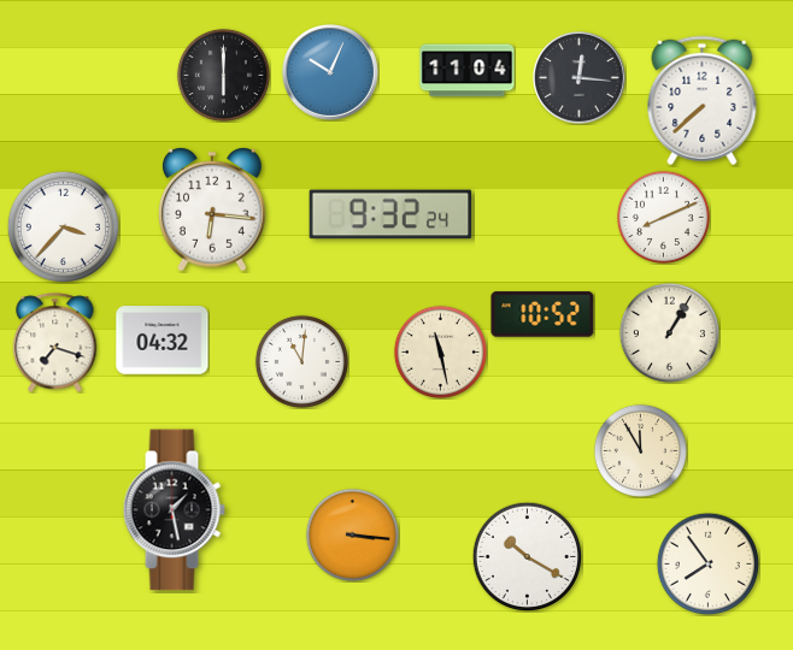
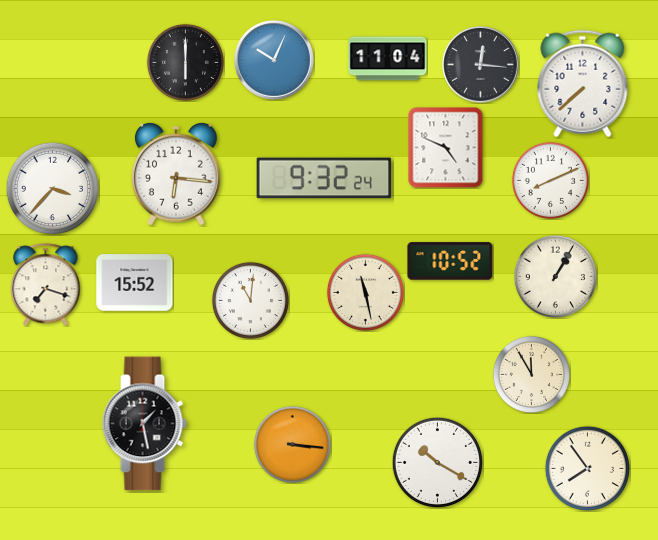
clock at (446, 147): none -> 4:49
clock at (163, 341): 04:32 -> 15:52
